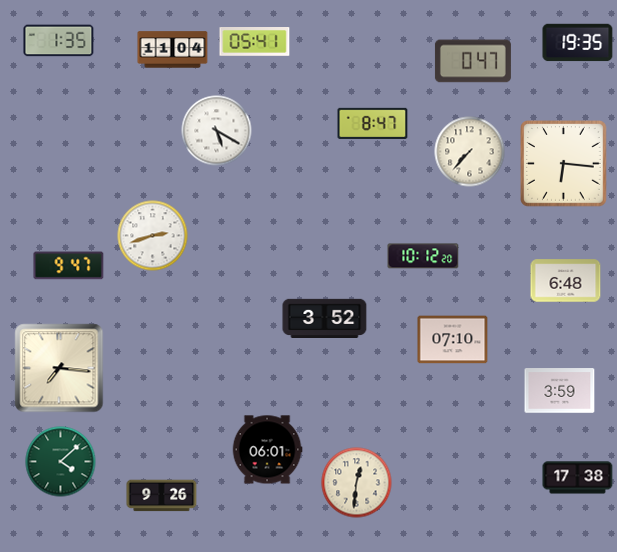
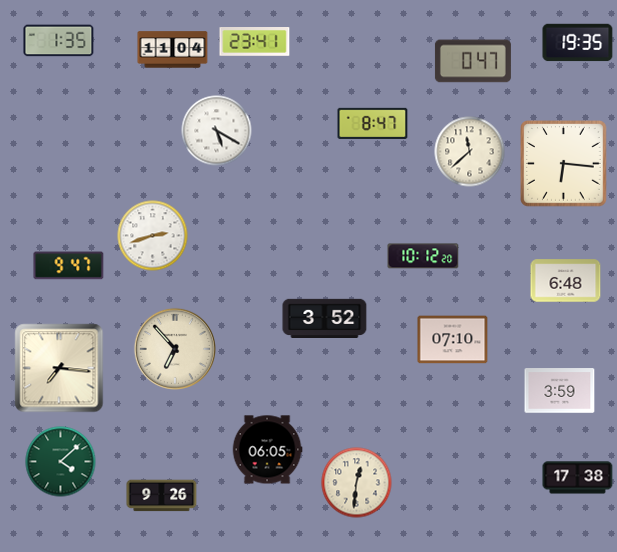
clock at (255, 42): 05:41 -> 23:41
clock at (470, 152): 7:37 -> 11:38
clock at (175, 349): none -> 6:53
clock at (267, 450): 06:01 -> 06:05
